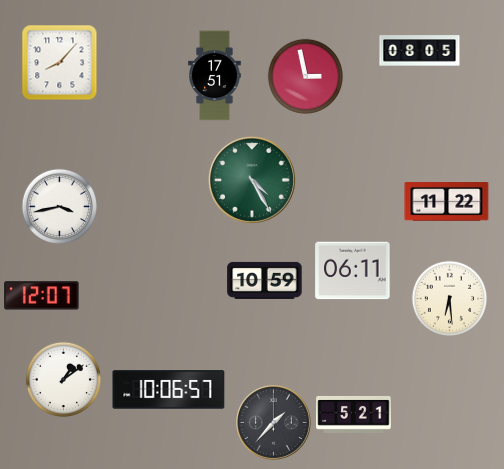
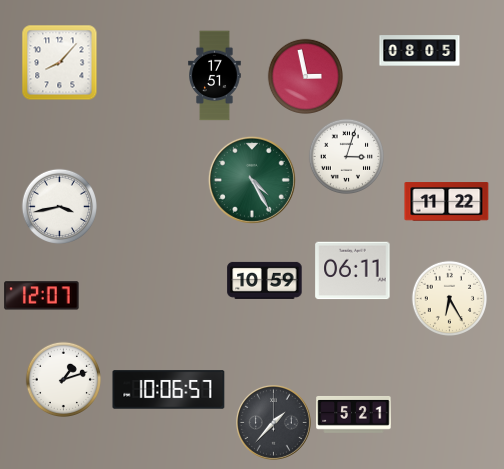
clock at (346, 156): none -> 3:03
clock at (449, 298): 6:29 -> 6:25
clock at (63, 379): 1:09 -> 1:12
